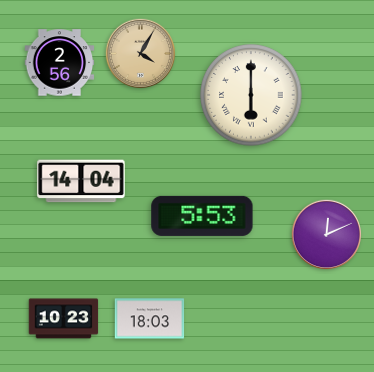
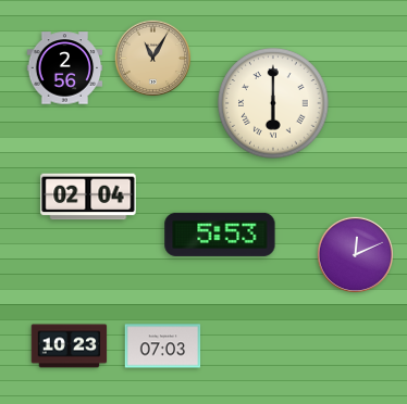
clock at (140, 53): 4:05 -> 11:05
clock at (81, 181): 14:04 -> 02:04
clock at (150, 319): 18:03 -> 07:03
